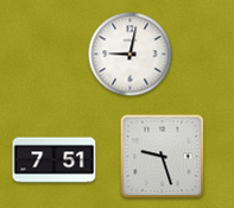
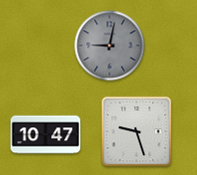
clock at (131, 55) dial: white -> grey
clock at (55, 160): 7:51 -> 10:47
